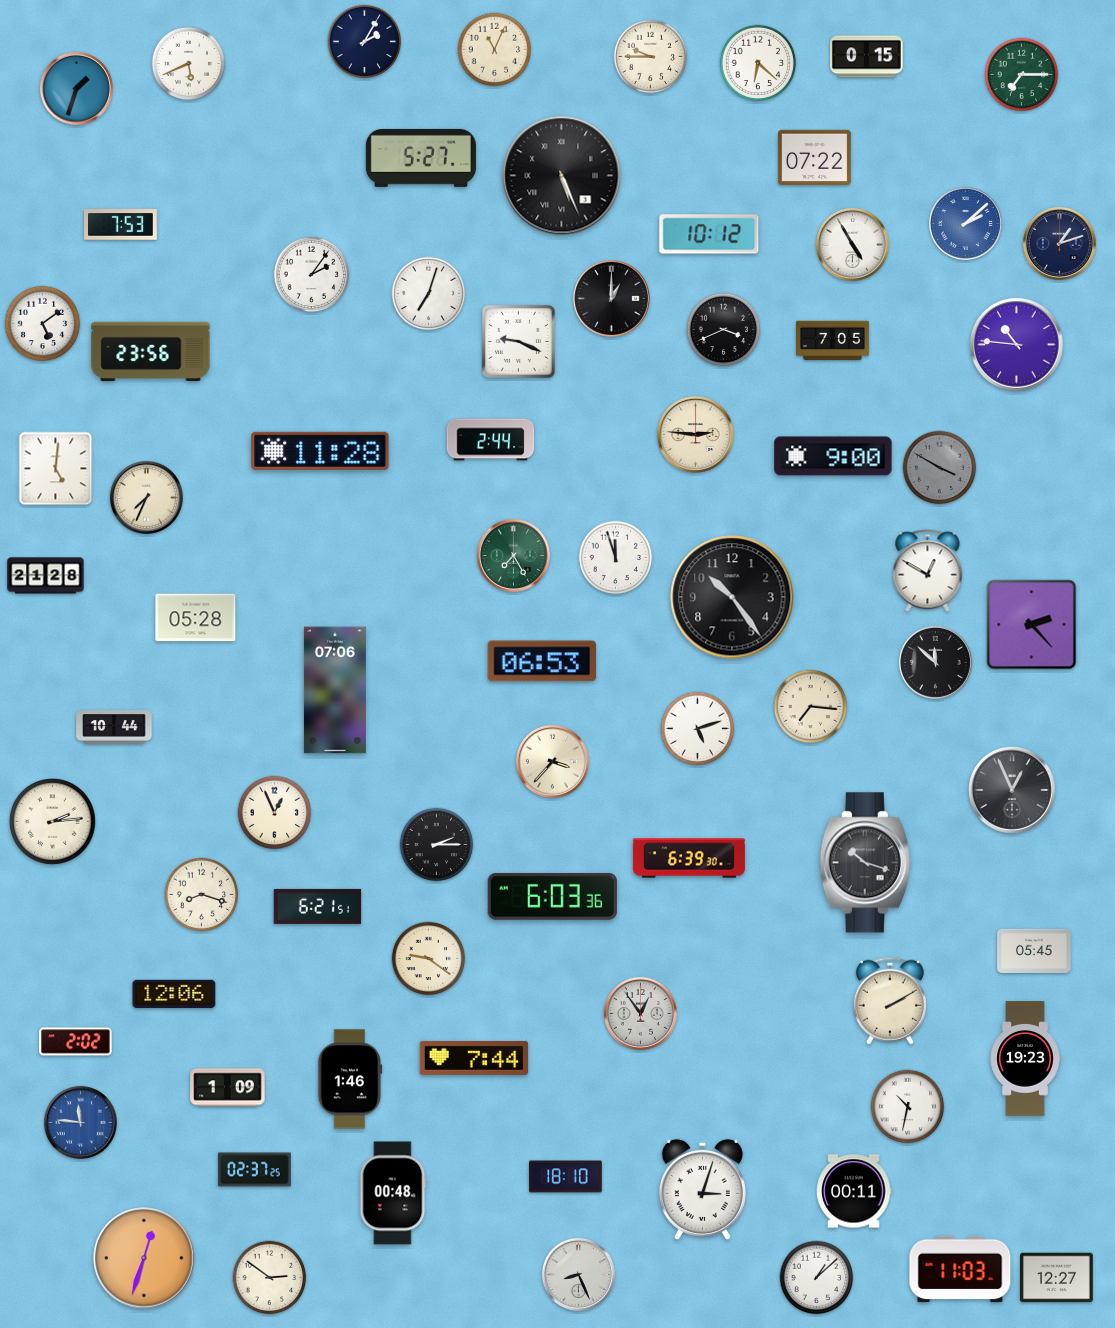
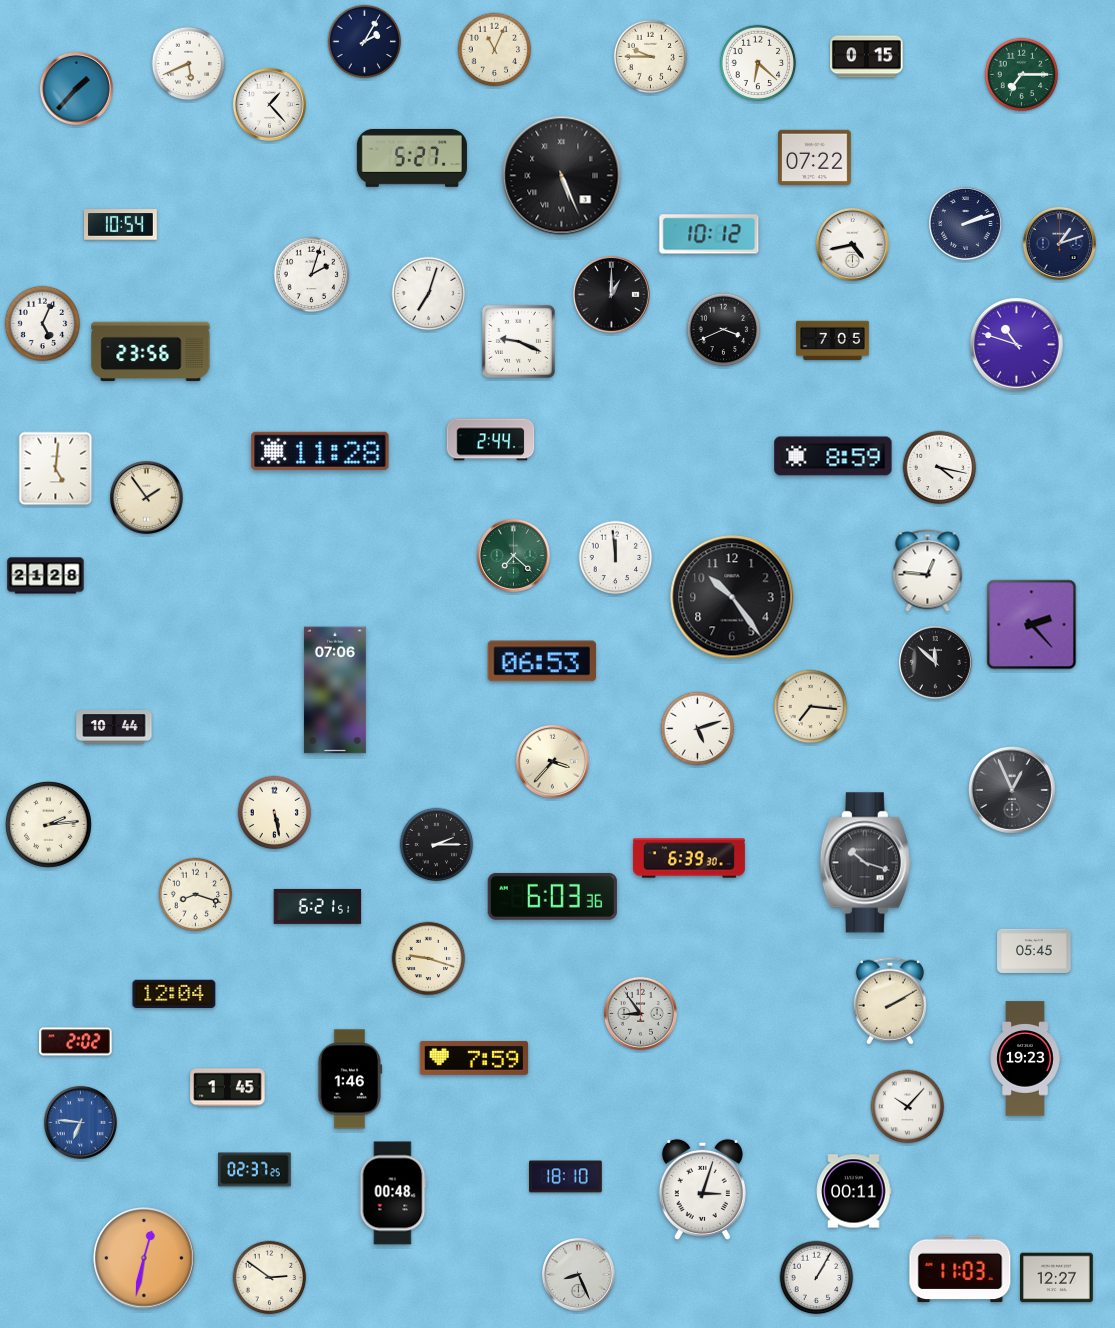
clock at (76, 88): 1:33 -> 1:37
clock at (269, 104): none -> 1:23
clock at (421, 158) position: (421, 158) -> (412, 158)
clock at (965, 223): 2:08 -> 2:12
clock at (965, 223) dial: blue -> navy
clock at (121, 225): 7:53 -> 10:54
clock at (852, 244): 4:55 -> 4:43
clock at (312, 275): 2:06 -> 2:03
clock at (611, 298) position: (611, 298) -> (611, 294)
clock at (43, 324): 5:09 -> 5:04
clock at (1017, 345): 10:46 -> 10:48
clock at (695, 434): 2:46 -> none
clock at (833, 456): 9:00 -> 8:59
clock at (940, 468): 3:50 -> 4:17
clock at (940, 468) dial: grey -> white
clock at (146, 497): 7:34 -> 1:54
clock at (513, 555): 7:25 -> 7:22
clock at (616, 558): 11:57 -> 11:59
clock at (928, 571): 12:50 -> 12:46
clock at (196, 618): 05:28 -> none
clock at (275, 813): 12:56 -> 5:28
clock at (52, 821) position: (52, 821) -> (48, 824)
clock at (202, 895) position: (202, 895) -> (196, 895)
clock at (429, 959): 9:21 -> 9:18
clock at (174, 993): 12:06 -> 12:04
clock at (640, 1013): 12:54 -> 8:54
clock at (474, 1058): 7:44 -> 7:59
clock at (228, 1088): 1:09 -> 1:45
clock at (908, 1107): 10:32 -> 10:07
clock at (80, 1122): 11:46 -> 6:46
clock at (144, 1258): 12:33 -> 12:32
clock at (817, 1278): 1:08 -> 1:05
